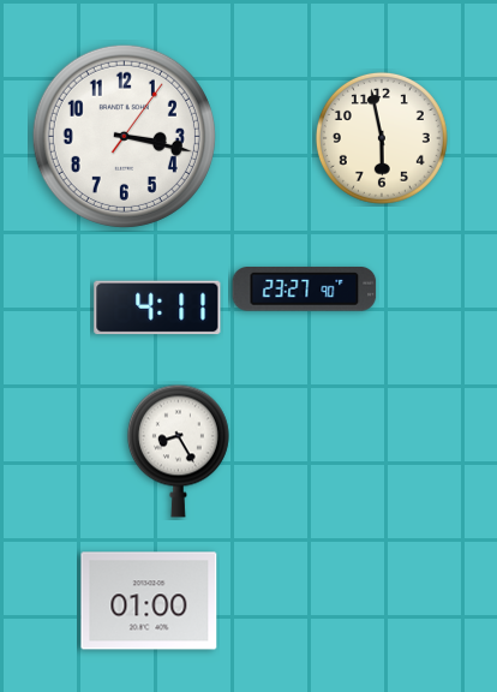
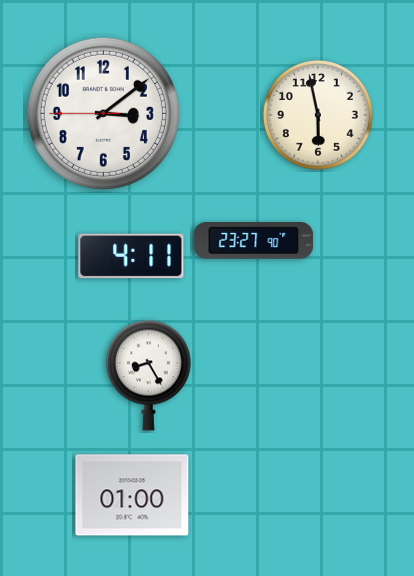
clock at (124, 136): 3:17 -> 3:08
clock at (149, 601) position: (149, 601) -> (132, 495)
